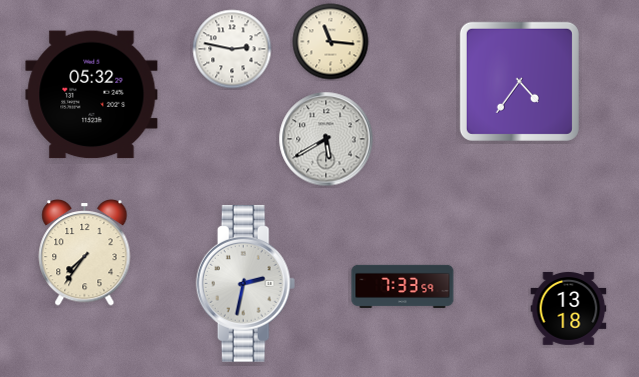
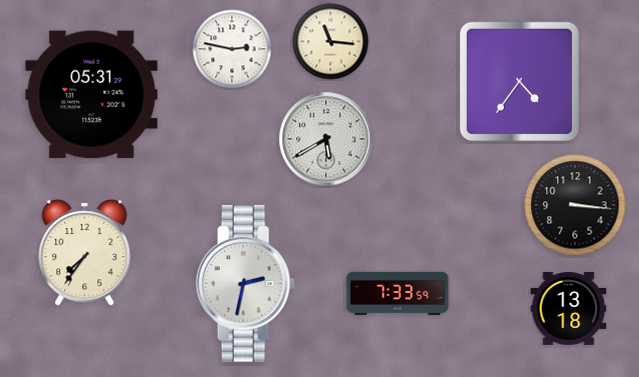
clock at (92, 95): 05:32 -> 05:31
clock at (575, 205): none -> 3:16
clock at (403, 286) position: (403, 286) -> (398, 293)
